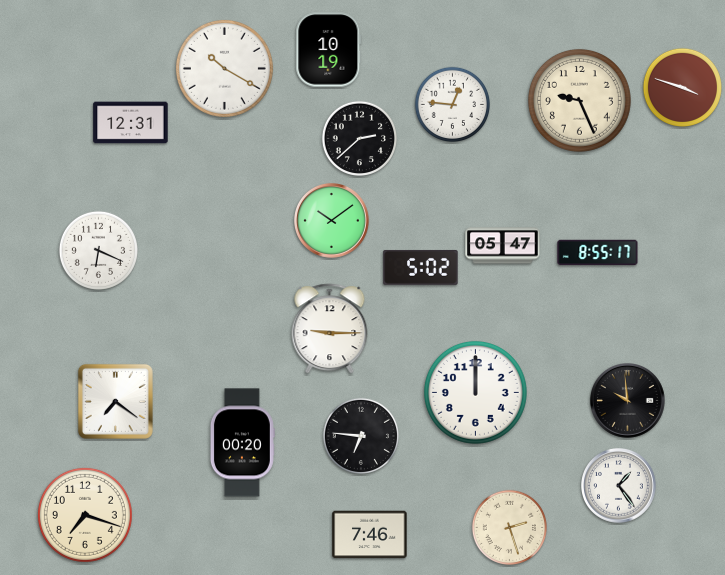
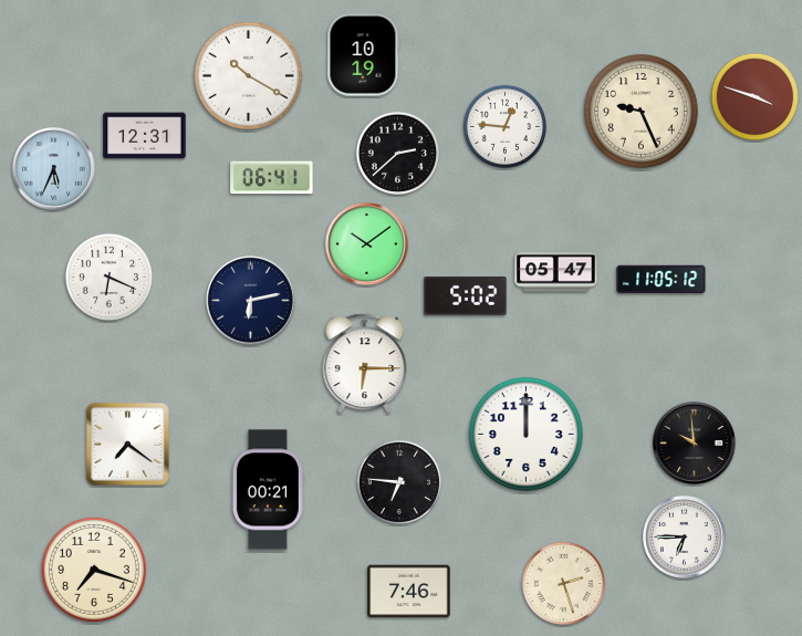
clock at (452, 104) position: (452, 104) -> (504, 126)
clock at (54, 169): none -> 5:34
clock at (272, 178): none -> 06:41
clock at (598, 253): 8:55 -> 11:05
clock at (250, 300): none -> 6:13
clock at (330, 329): 9:15 -> 6:15
clock at (242, 443): 00:20 -> 00:21
clock at (619, 486): 1:24 -> 6:45
